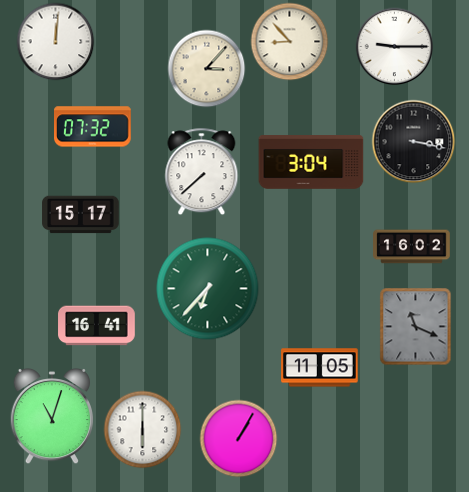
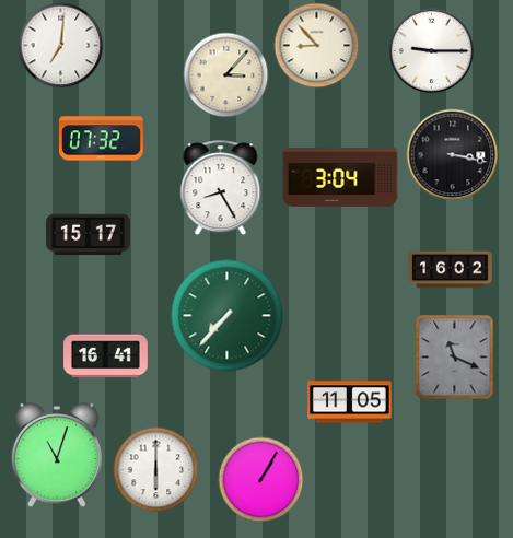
clock at (55, 41): 12:01 -> 7:01
clock at (202, 171): 7:38 -> 8:25
clock at (208, 289): 6:37 -> 7:37
